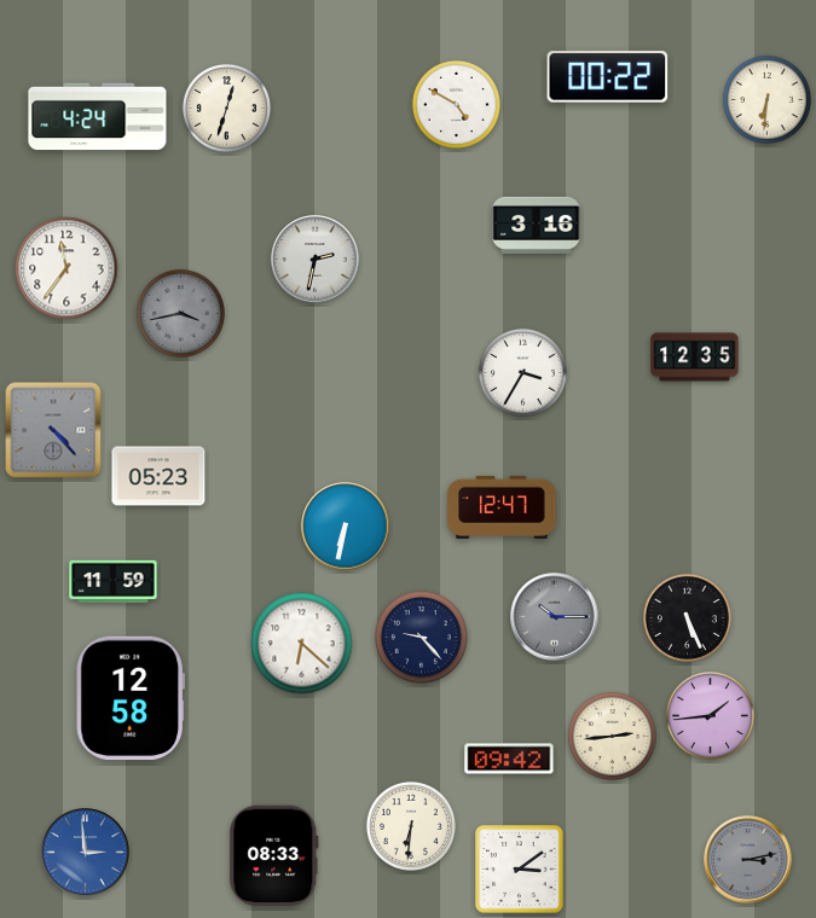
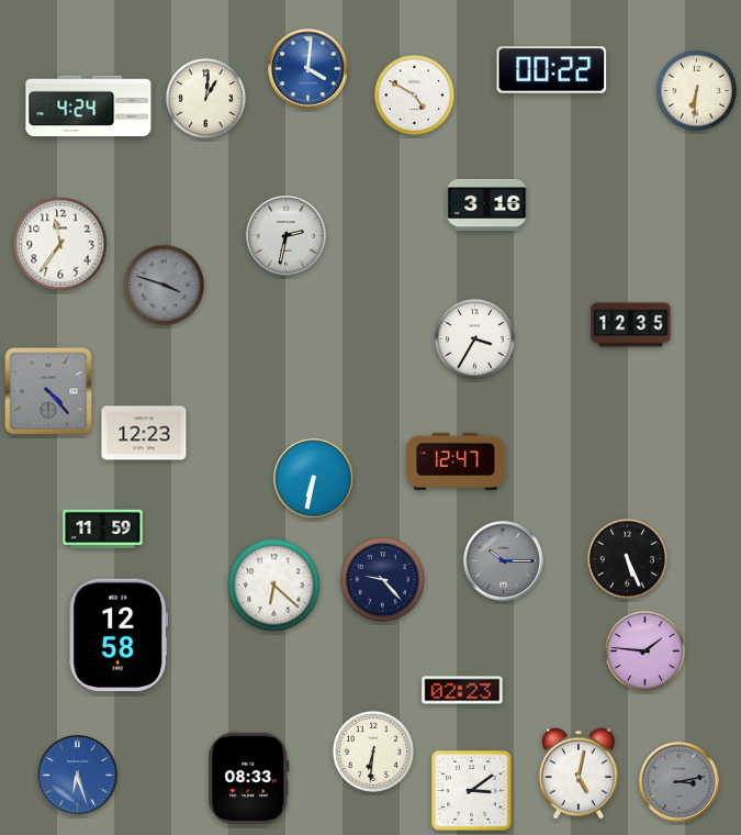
clock at (308, 69): none -> 4:01
clock at (226, 108): 12:33 -> 1:01
clock at (180, 313): 3:43 -> 3:48
clock at (158, 476): 05:23 -> 12:23
clock at (687, 617) position: (687, 617) -> (627, 558)
clock at (710, 715): 1:44 -> 1:46
clock at (612, 736): 2:44 -> none
clock at (509, 759): 09:42 -> 02:23
clock at (579, 773): none -> 5:02
clock at (86, 853): 2:59 -> 6:27
